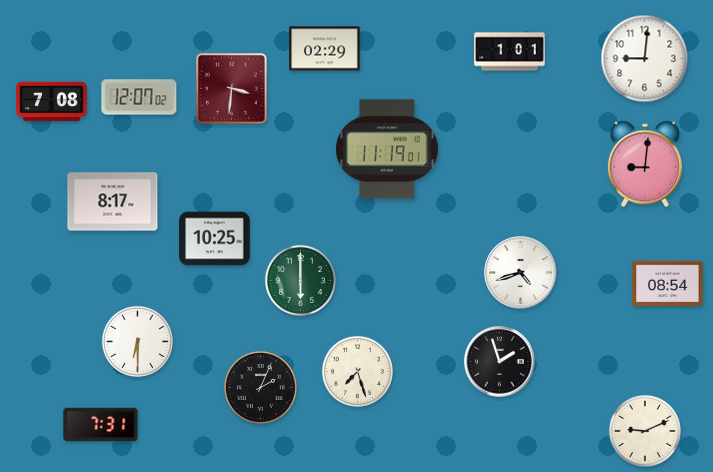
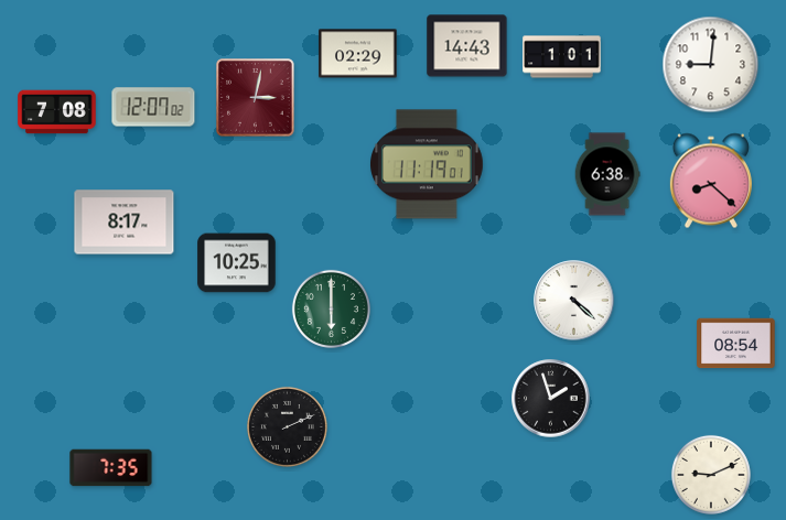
clock at (467, 46): none -> 14:43
clock at (232, 89): 3:31 -> 3:02
clock at (607, 174): none -> 6:38
clock at (645, 164): 9:01 -> 8:22
clock at (521, 273): 4:42 -> 4:22
clock at (668, 284) position: (668, 284) -> (736, 344)
clock at (137, 341): 6:30 -> none
clock at (357, 371): 7:27 -> none
clock at (260, 387): 2:04 -> 2:11
clock at (101, 425): 7:31 -> 7:35
